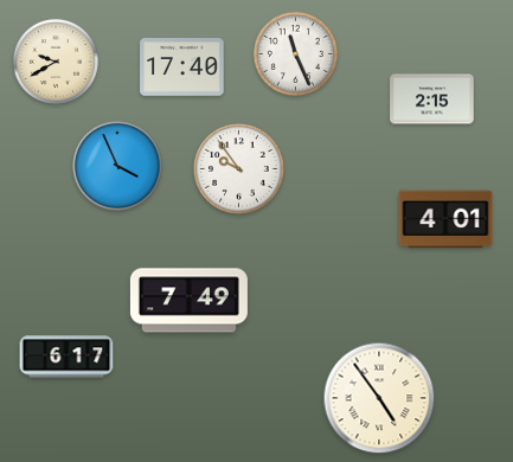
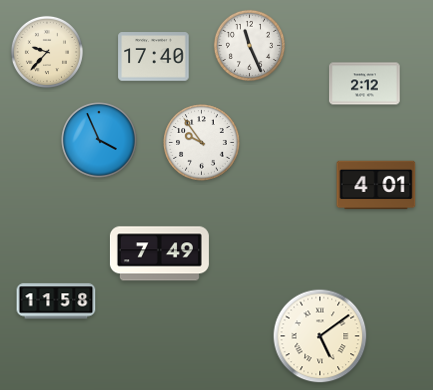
clock at (56, 62): 9:40 -> 9:37
clock at (432, 100): 2:15 -> 2:12
clock at (66, 357): 6:17 -> 11:58
clock at (379, 398): 4:54 -> 5:09
